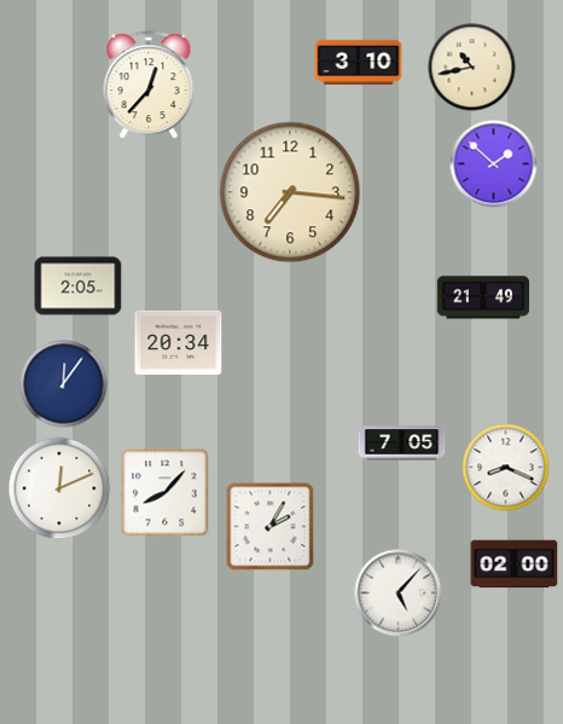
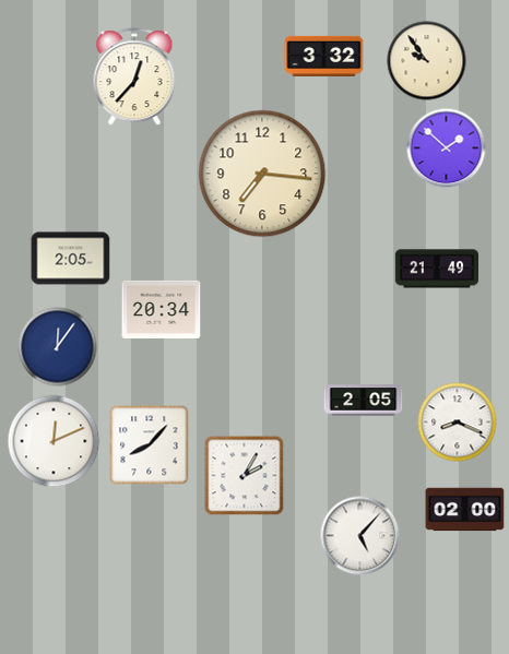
clock at (359, 62): 3:10 -> 3:32
clock at (472, 68): 10:43 -> 9:54
clock at (402, 444): 7:05 -> 2:05
